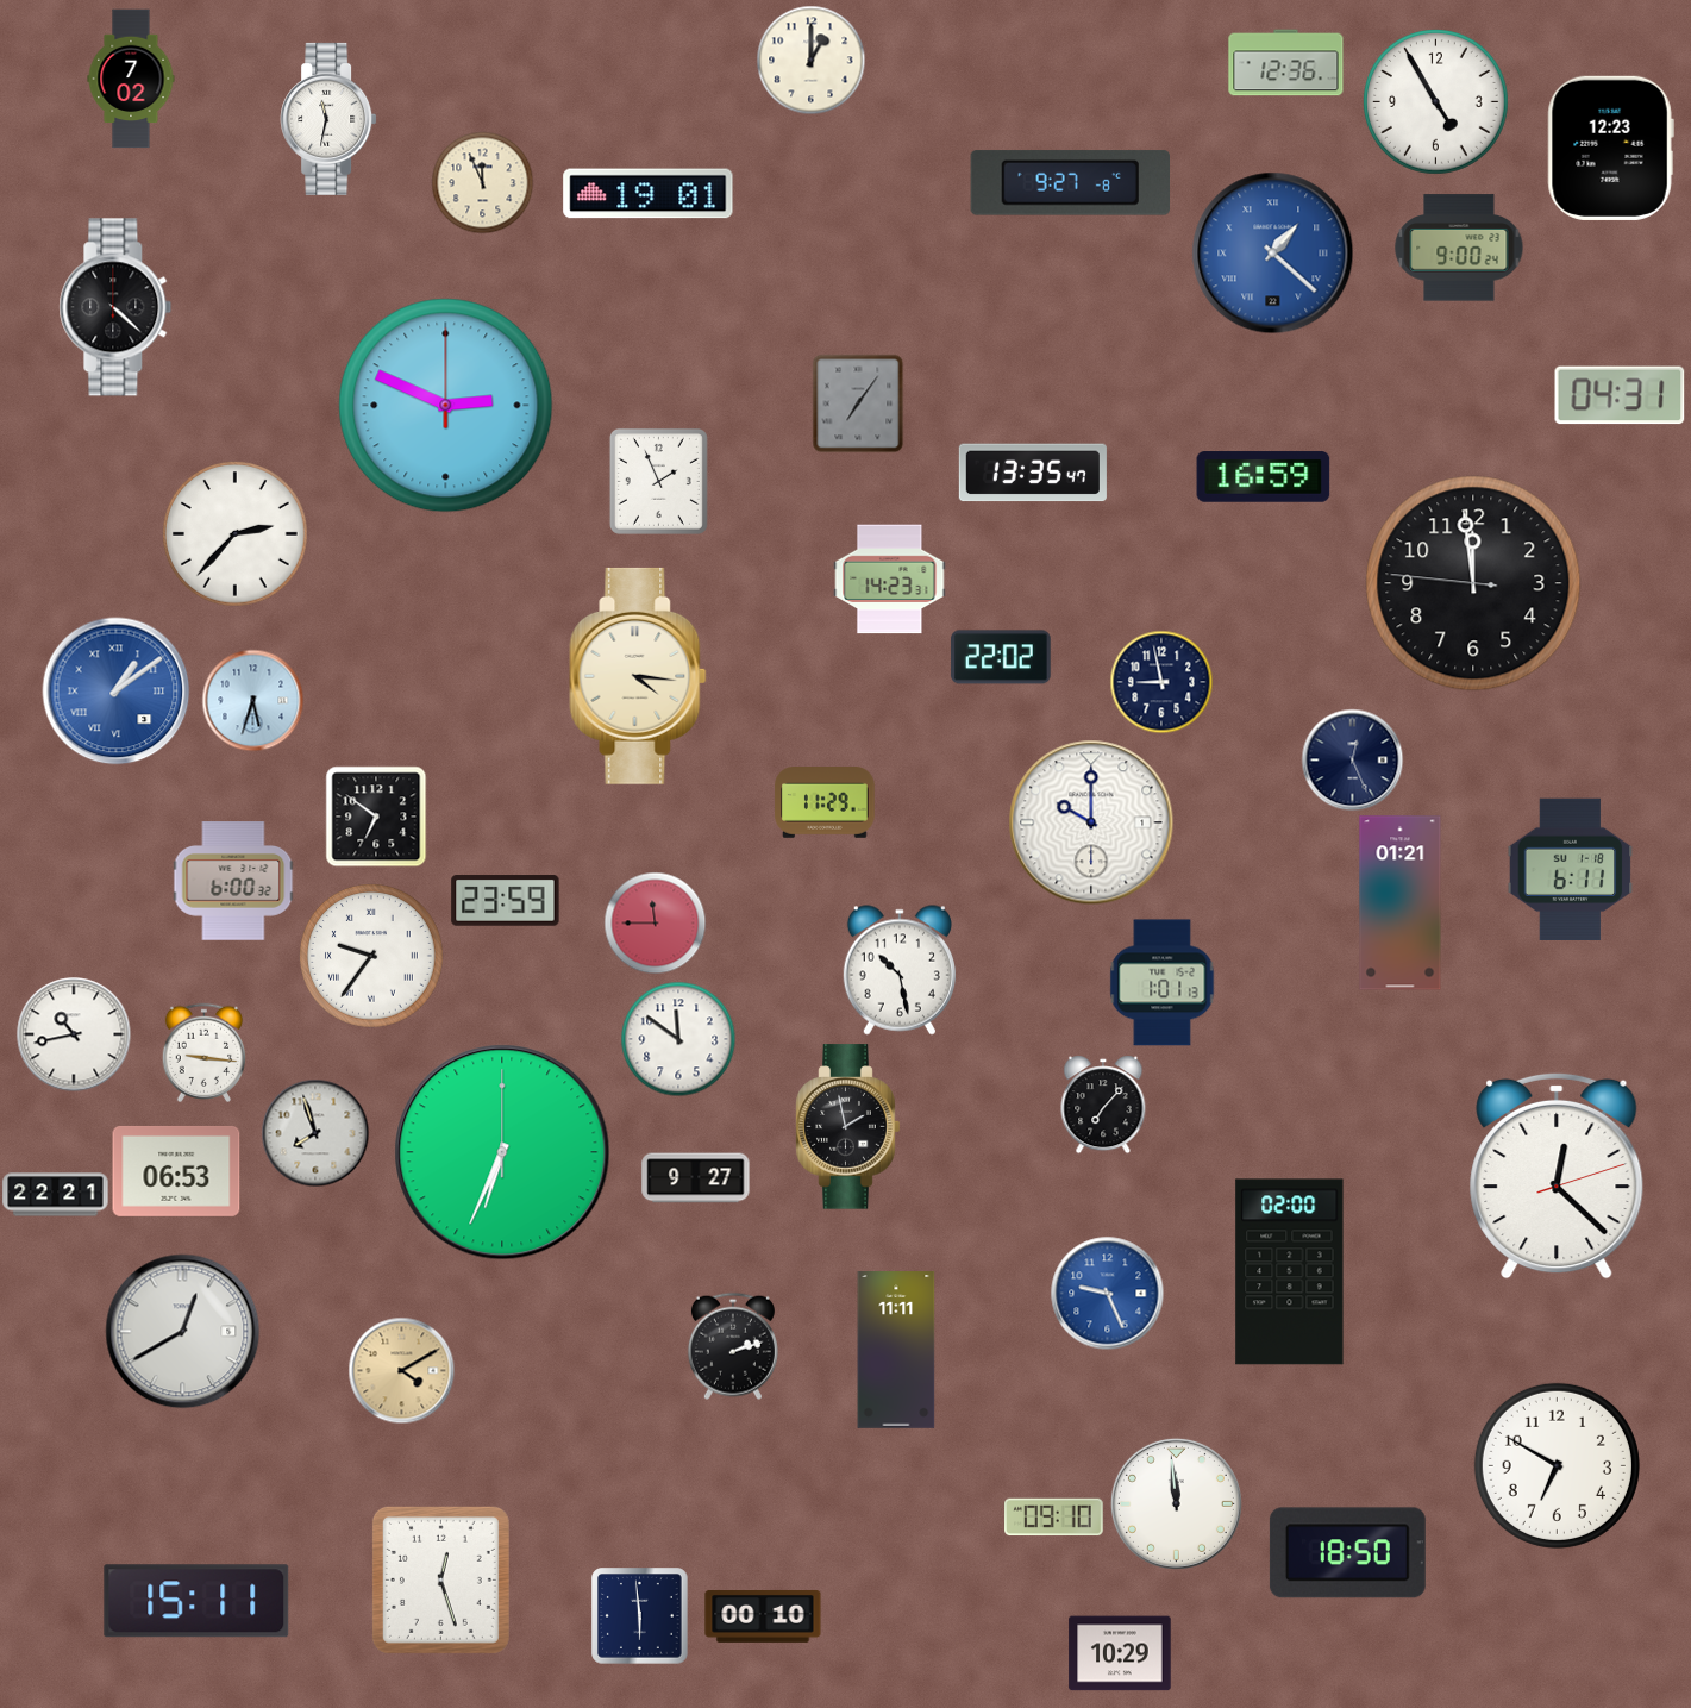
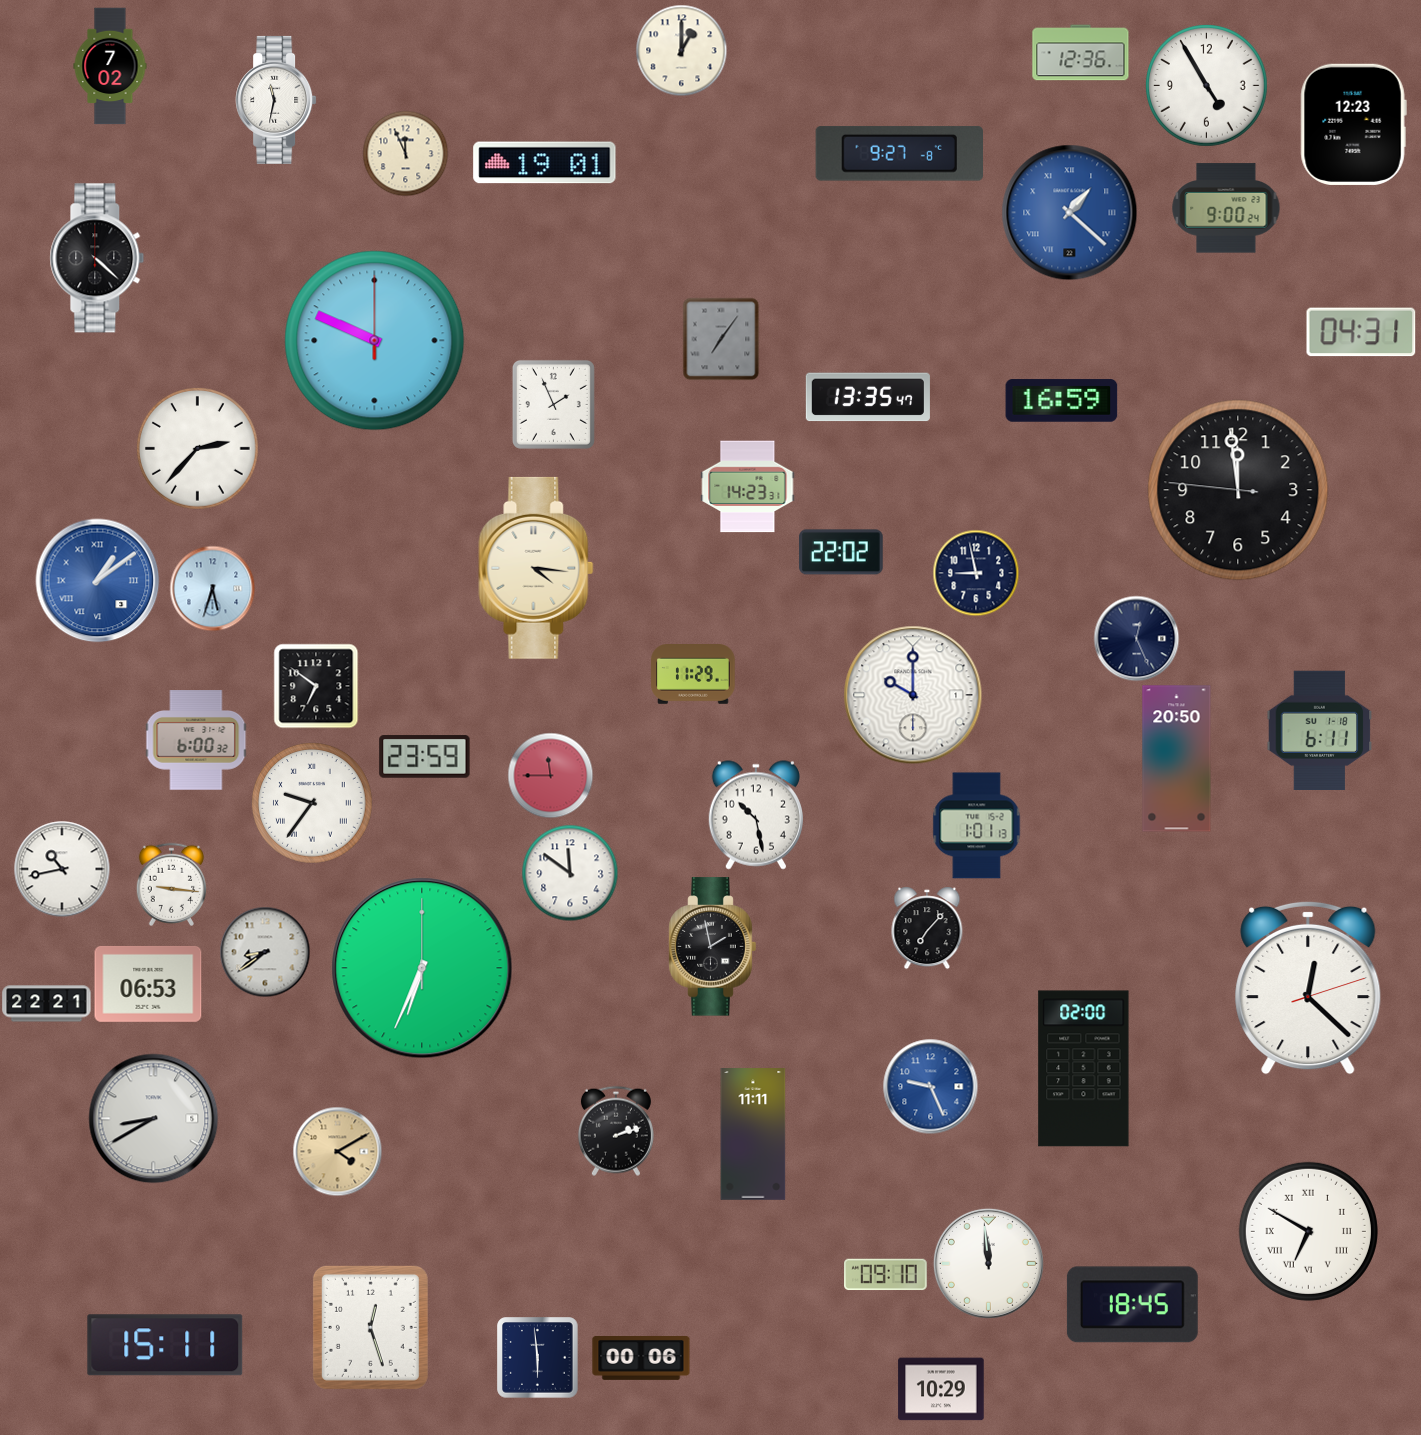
clock at (446, 406): 2:49 -> 9:49
clock at (1091, 822) position: (1091, 822) -> (913, 695)
clock at (1401, 903): 01:21 -> 20:50
clock at (315, 1133): 7:57 -> 8:39
clock at (696, 1178): 9:27 -> none
clock at (183, 1332): 12:40 -> 8:40
clock at (1557, 1465) numerals: Arabic -> Roman
clock at (1347, 1553): 18:50 -> 18:45
clock at (763, 1618): 00:10 -> 00:06
